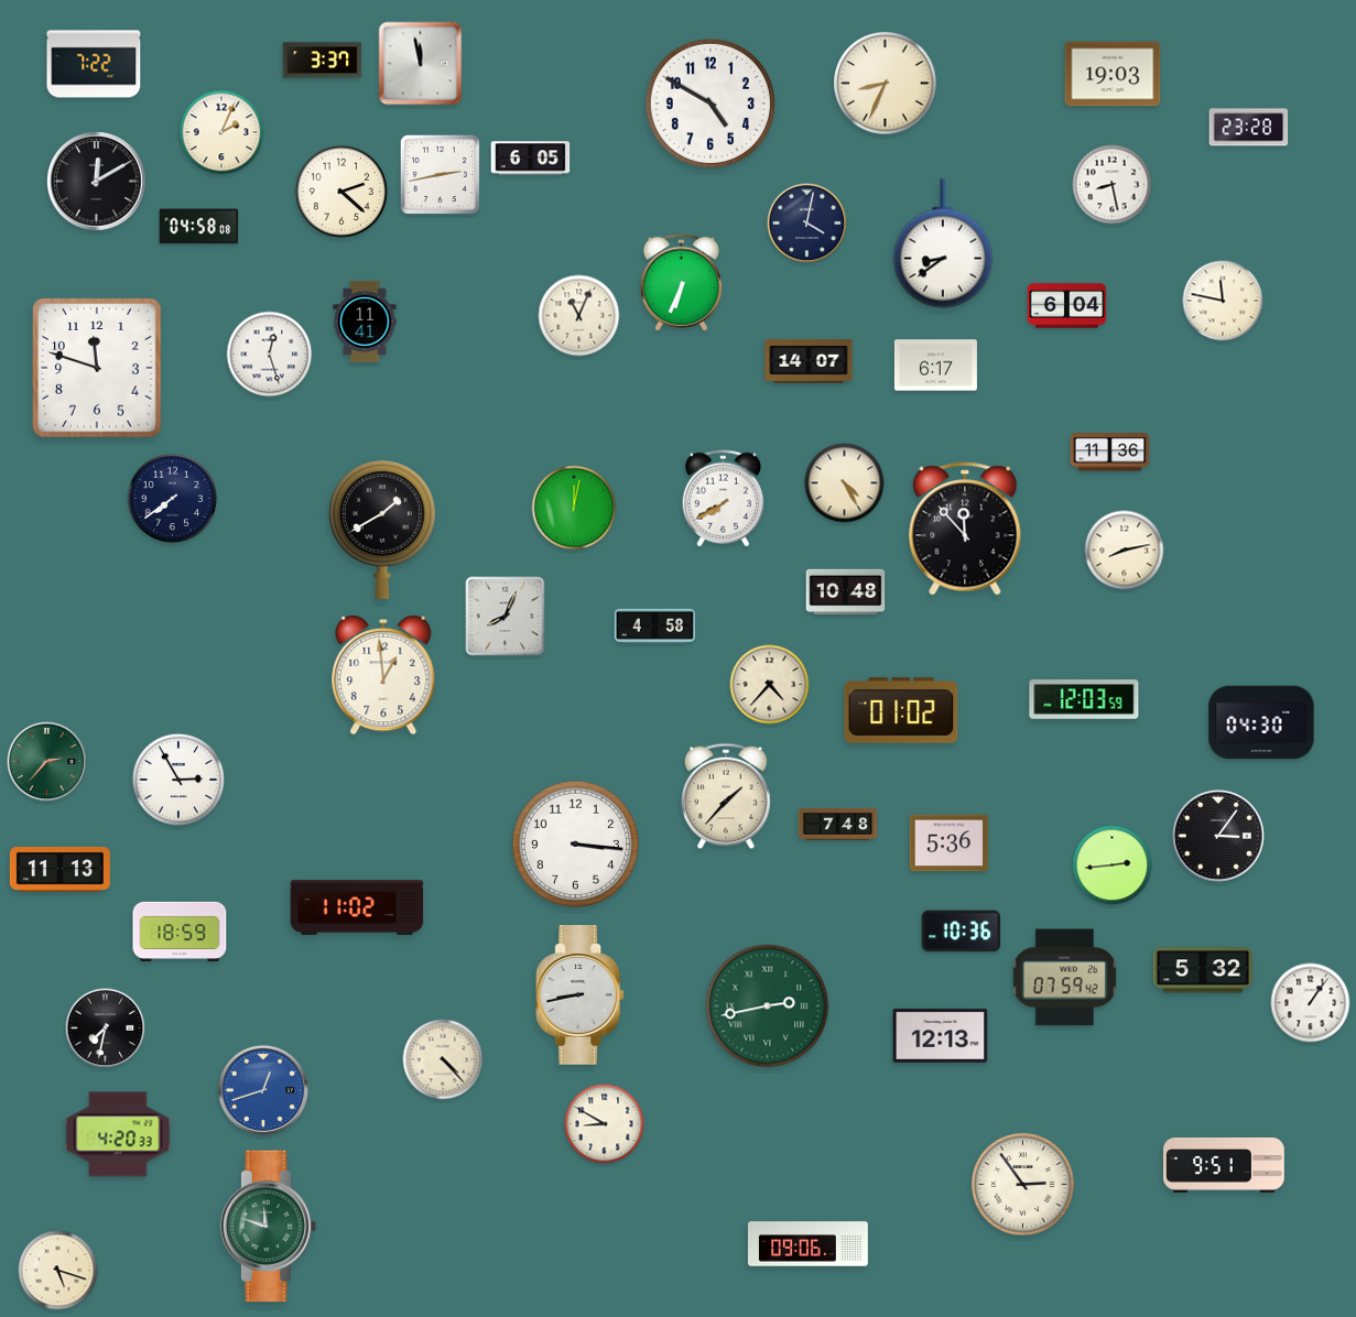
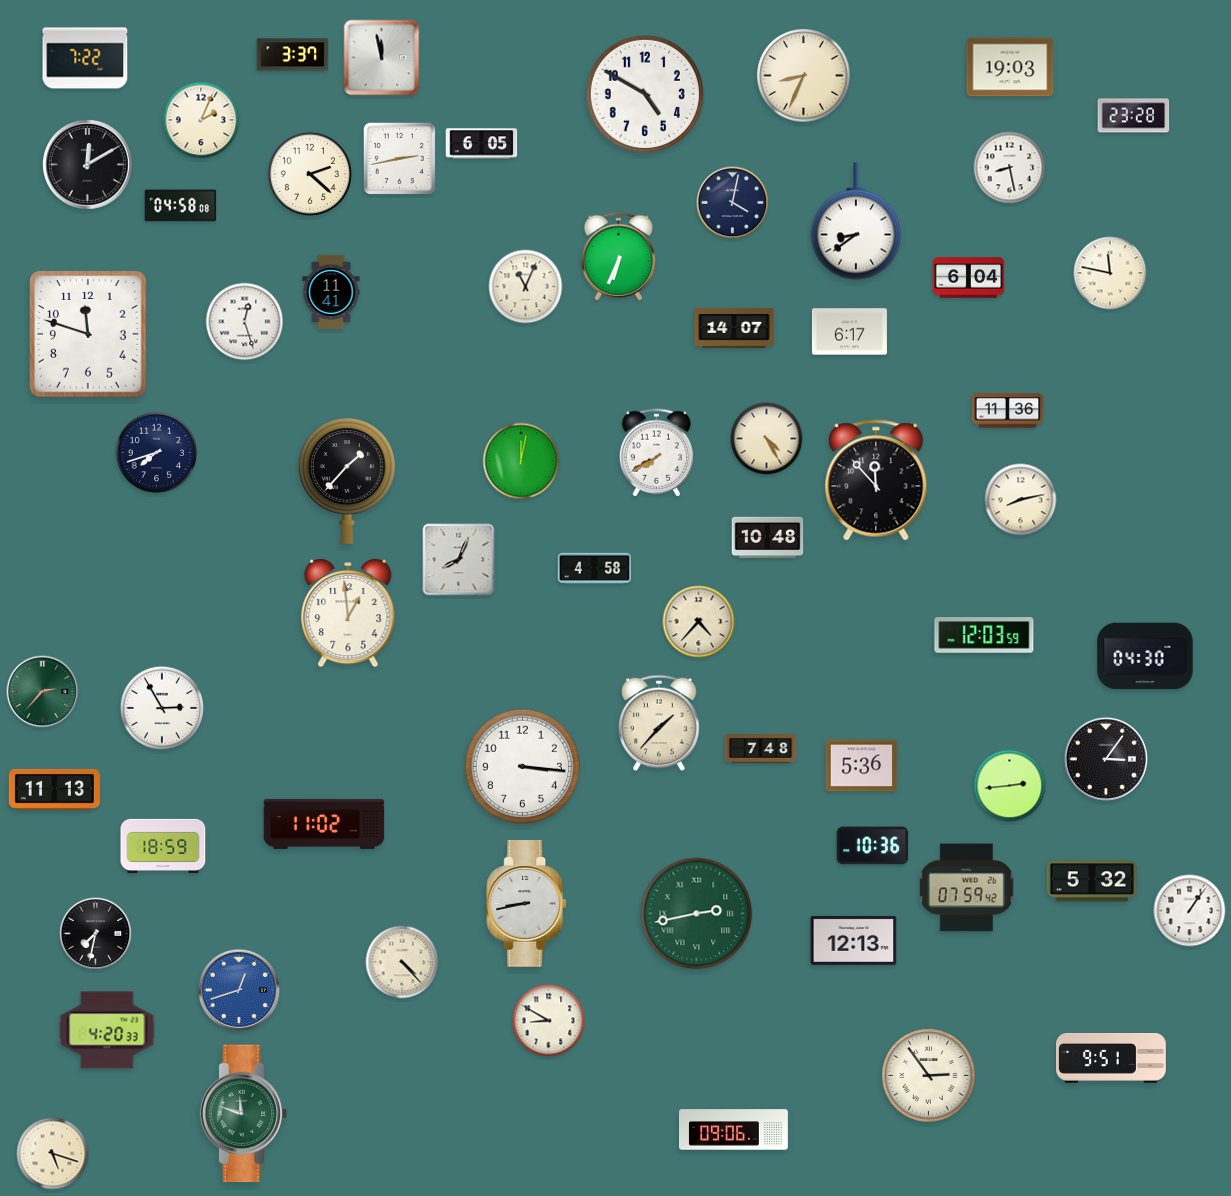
clock at (173, 499): 7:39 -> 7:42
clock at (383, 530): 1:40 -> 1:37
clock at (901, 710): 01:02 -> none
